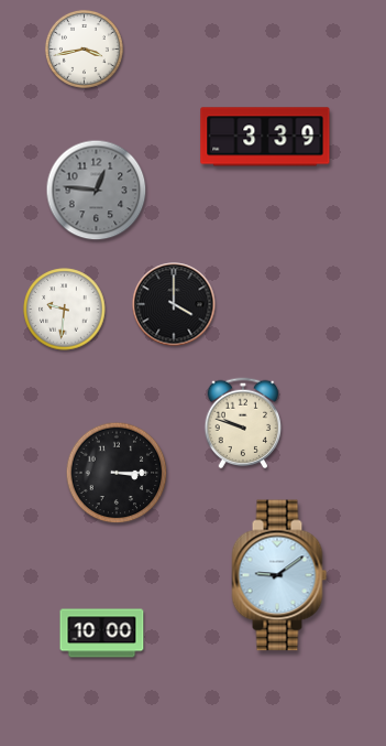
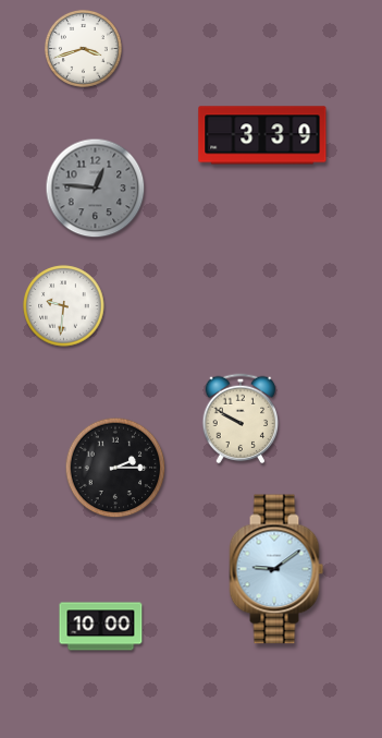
clock at (84, 48): 3:43 -> 3:42
clock at (174, 304): 4:00 -> none
clock at (243, 423): 9:48 -> 9:50
clock at (117, 473): 3:15 -> 2:15
